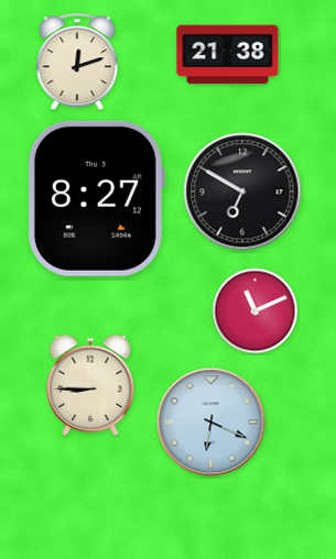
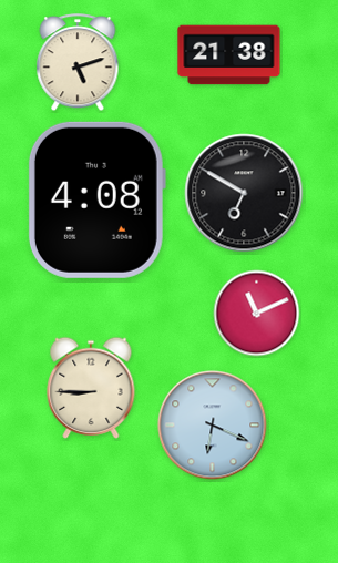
clock at (77, 63): 12:12 -> 5:12
clock at (96, 198): 8:27 -> 4:08
